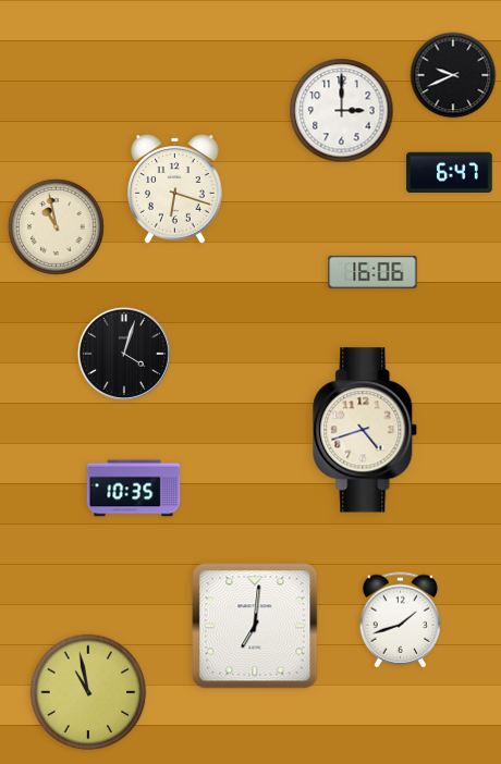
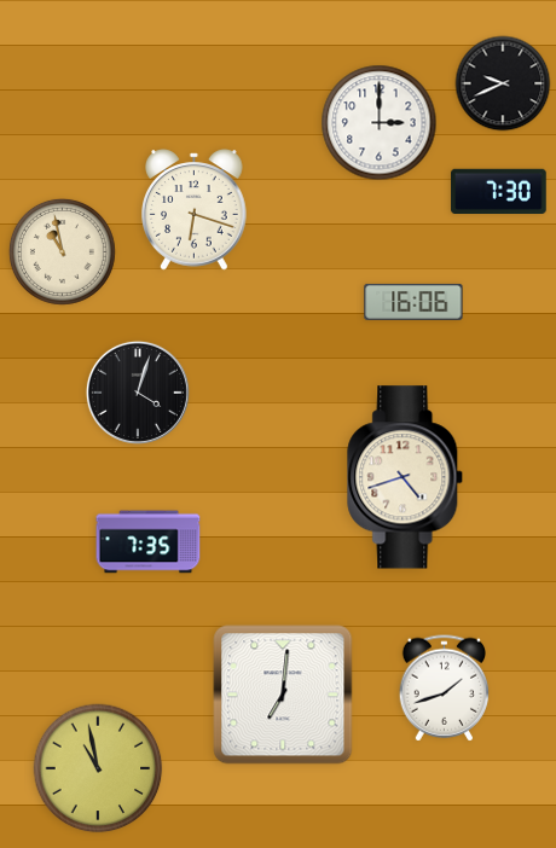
clock at (450, 172): 6:47 -> 7:30
clock at (134, 489): 10:35 -> 7:35
